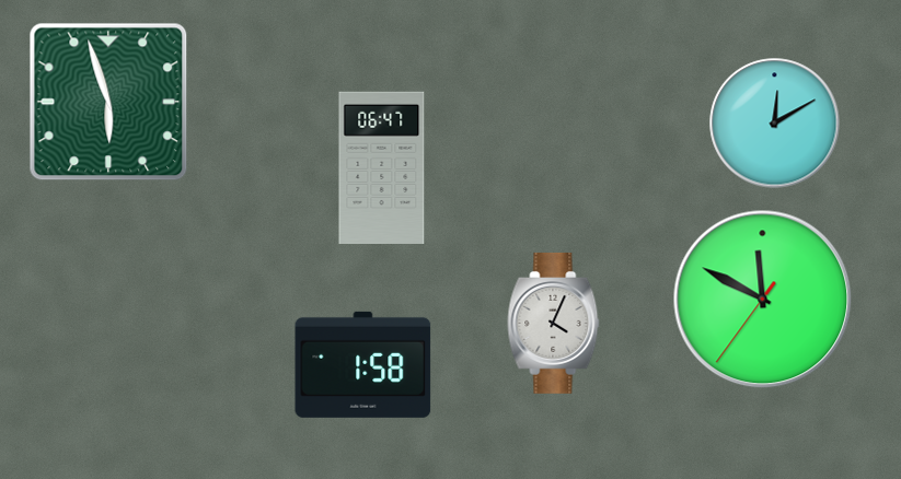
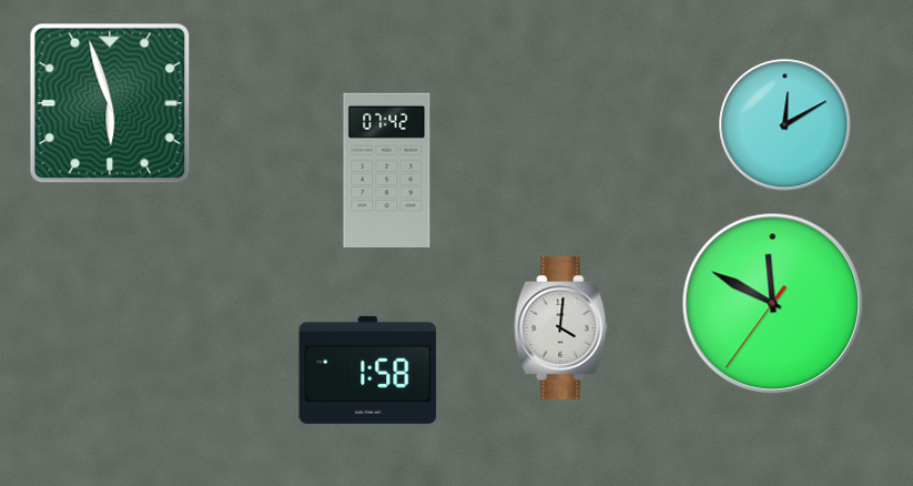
clock at (382, 167): 06:47 -> 07:42
clock at (554, 323): 4:04 -> 4:01
